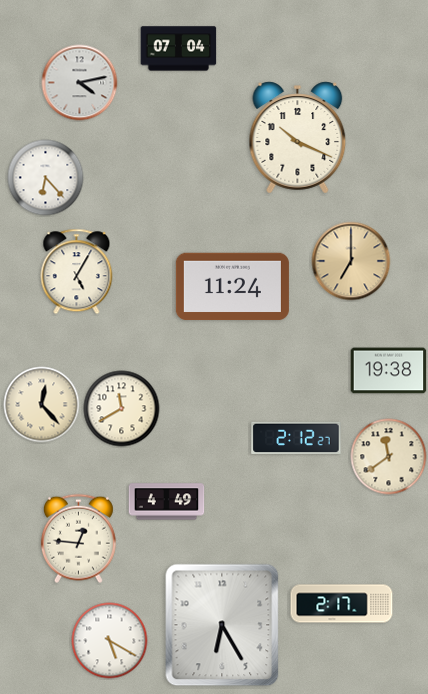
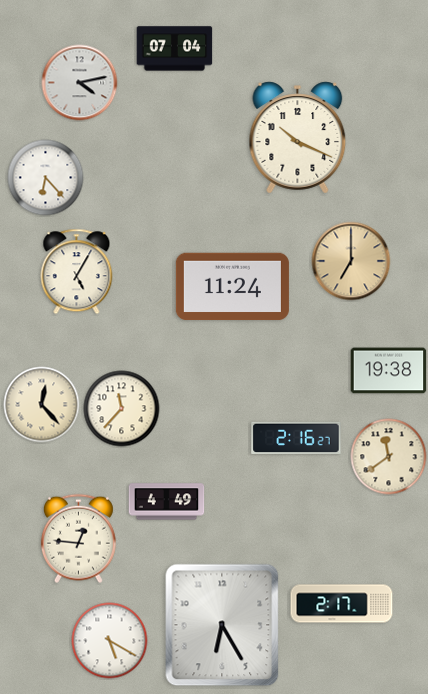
clock at (179, 49) position: (179, 49) -> (175, 49)
clock at (122, 409): 11:40 -> 11:37
clock at (296, 437): 2:12 -> 2:16
